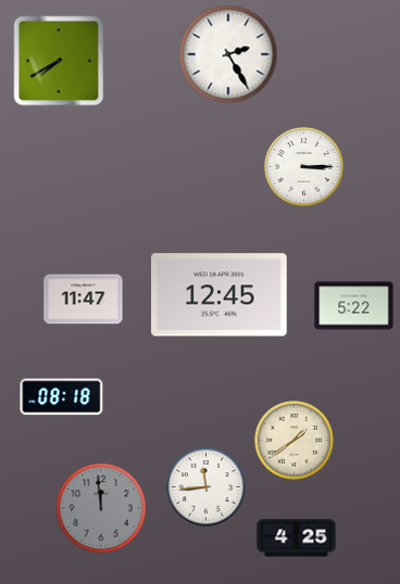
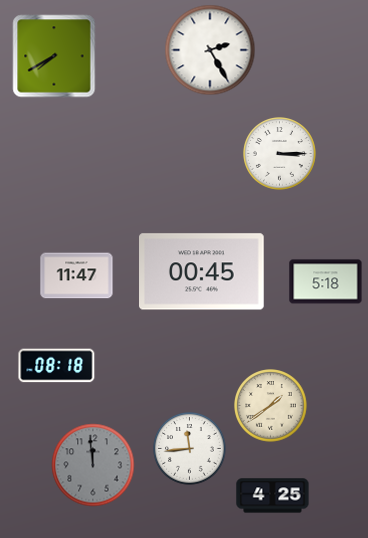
clock at (220, 295): 12:45 -> 00:45
clock at (354, 306): 5:22 -> 5:18
clock at (101, 508) position: (101, 508) -> (93, 465)
